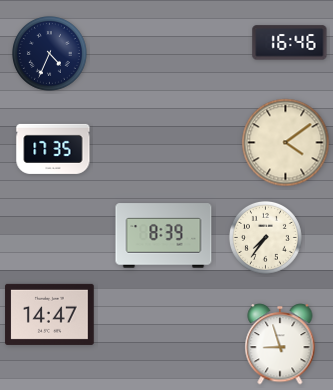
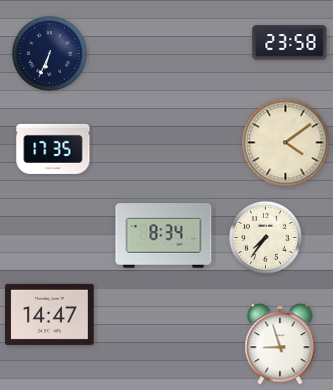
clock at (290, 43): 16:46 -> 23:58
clock at (50, 54): 4:34 -> 6:34
clock at (164, 236): 8:39 -> 8:34
